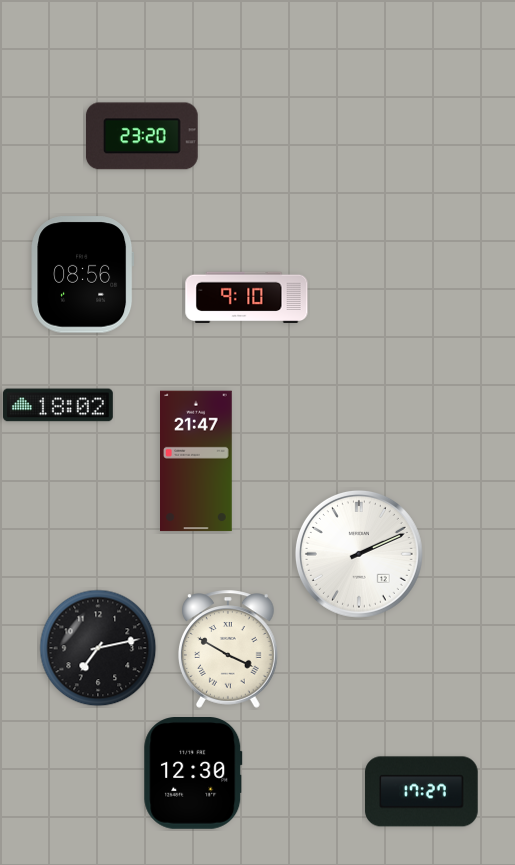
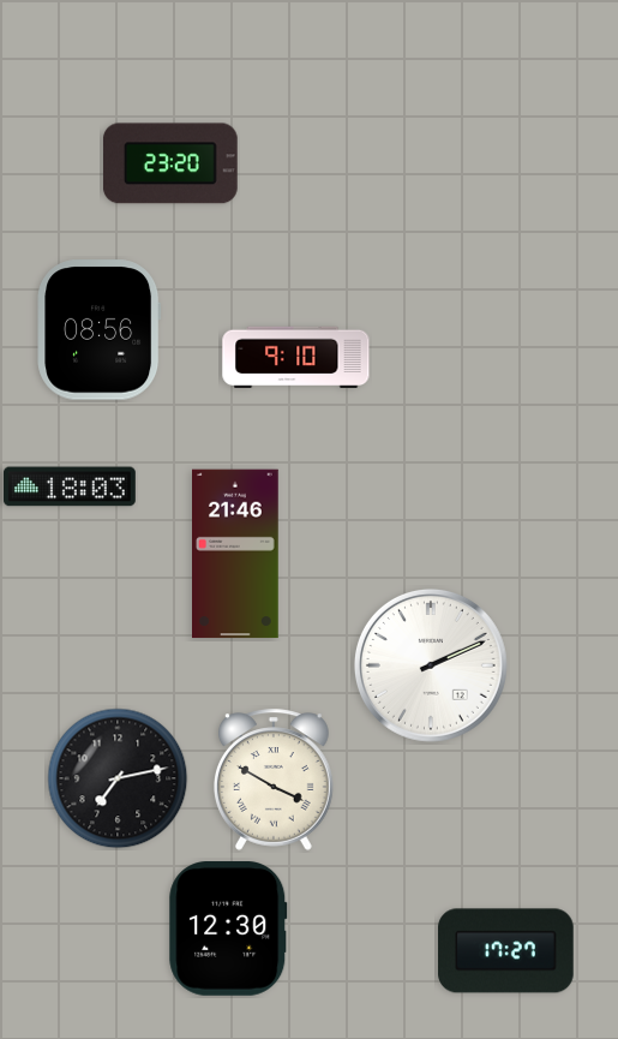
clock at (58, 405): 18:02 -> 18:03
clock at (197, 461): 21:47 -> 21:46
clock at (193, 774) position: (193, 774) -> (228, 930)
